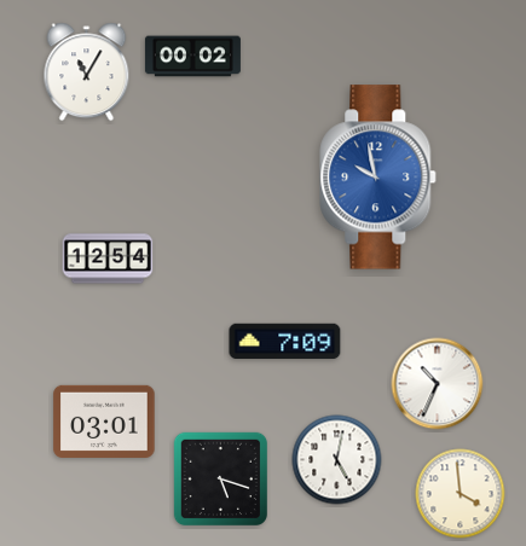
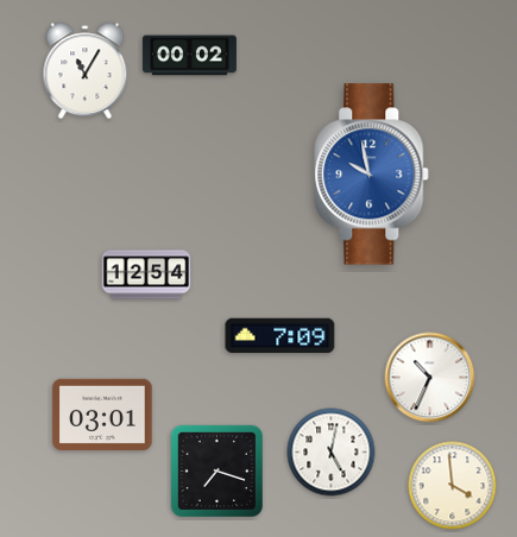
clock at (108, 259) position: (108, 259) -> (146, 274)
clock at (220, 478): 5:18 -> 7:18
